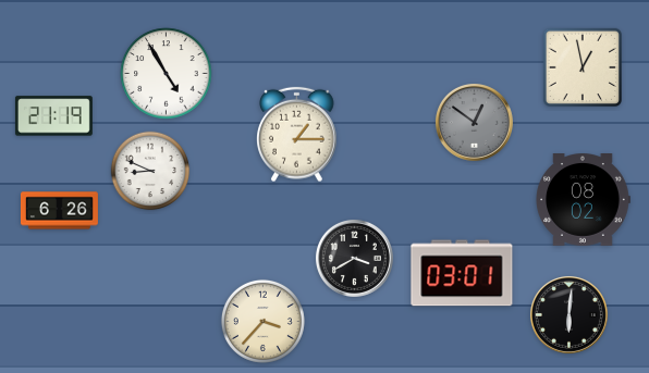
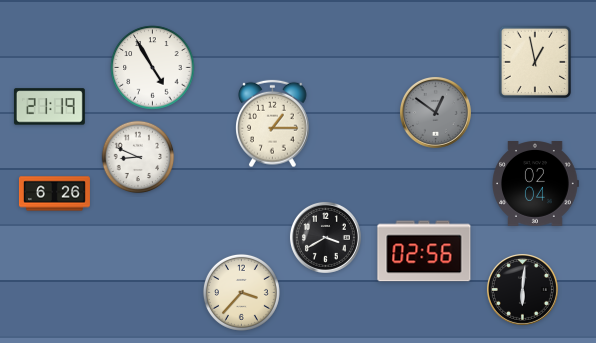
clock at (583, 200): 08:02 -> 02:04
clock at (462, 273): 03:01 -> 02:56
clock at (262, 321) position: (262, 321) -> (241, 292)
